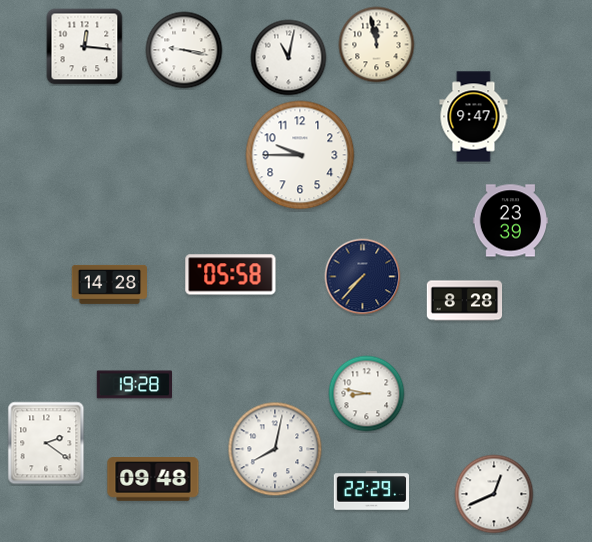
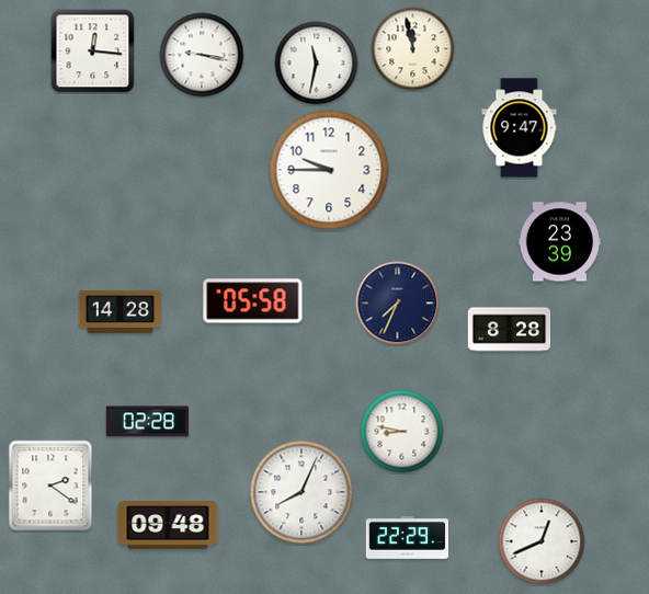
clock at (289, 58): 11:02 -> 11:32
clock at (363, 277): 7:37 -> 7:34
clock at (134, 385): 19:28 -> 02:28
clock at (275, 449): 8:02 -> 8:04
